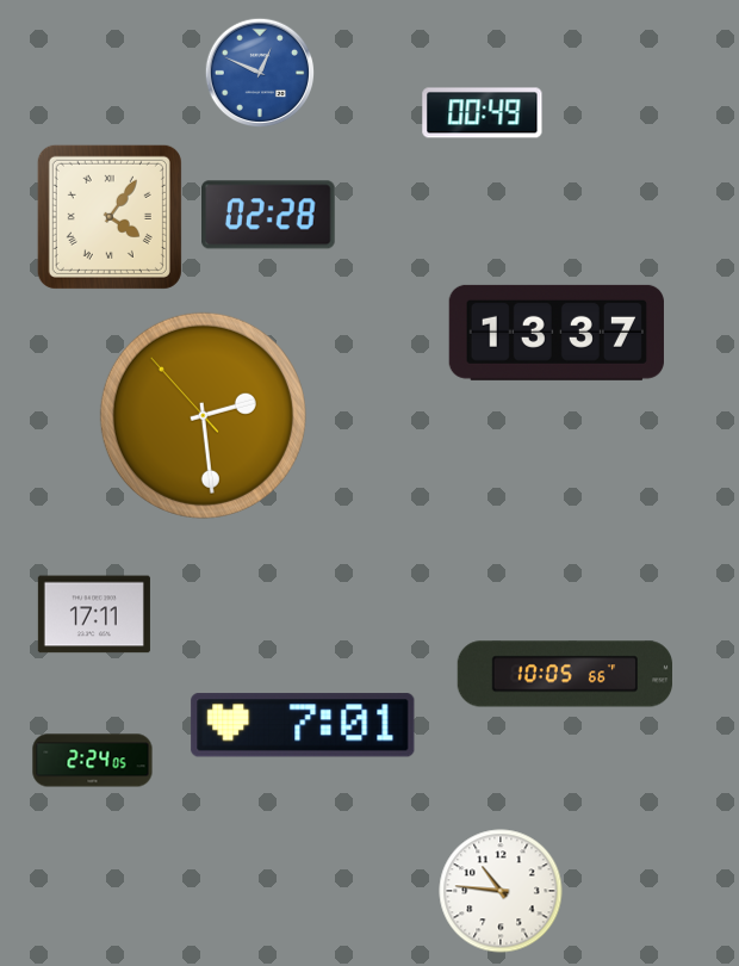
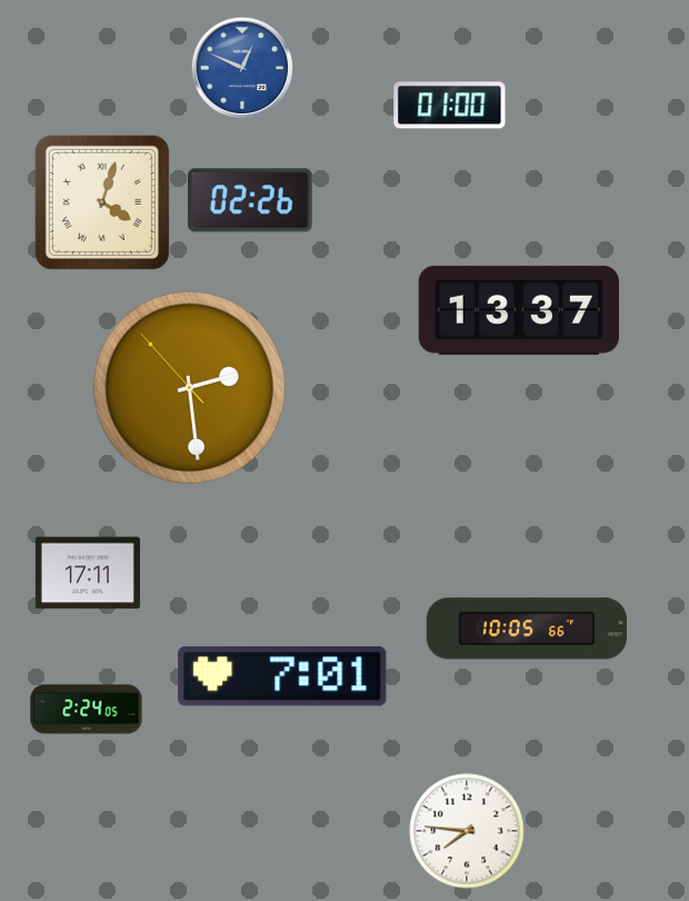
clock at (483, 113): 00:49 -> 01:00
clock at (269, 215): 02:28 -> 02:26
clock at (110, 217): 4:06 -> 4:03
clock at (501, 891): 10:46 -> 7:46
